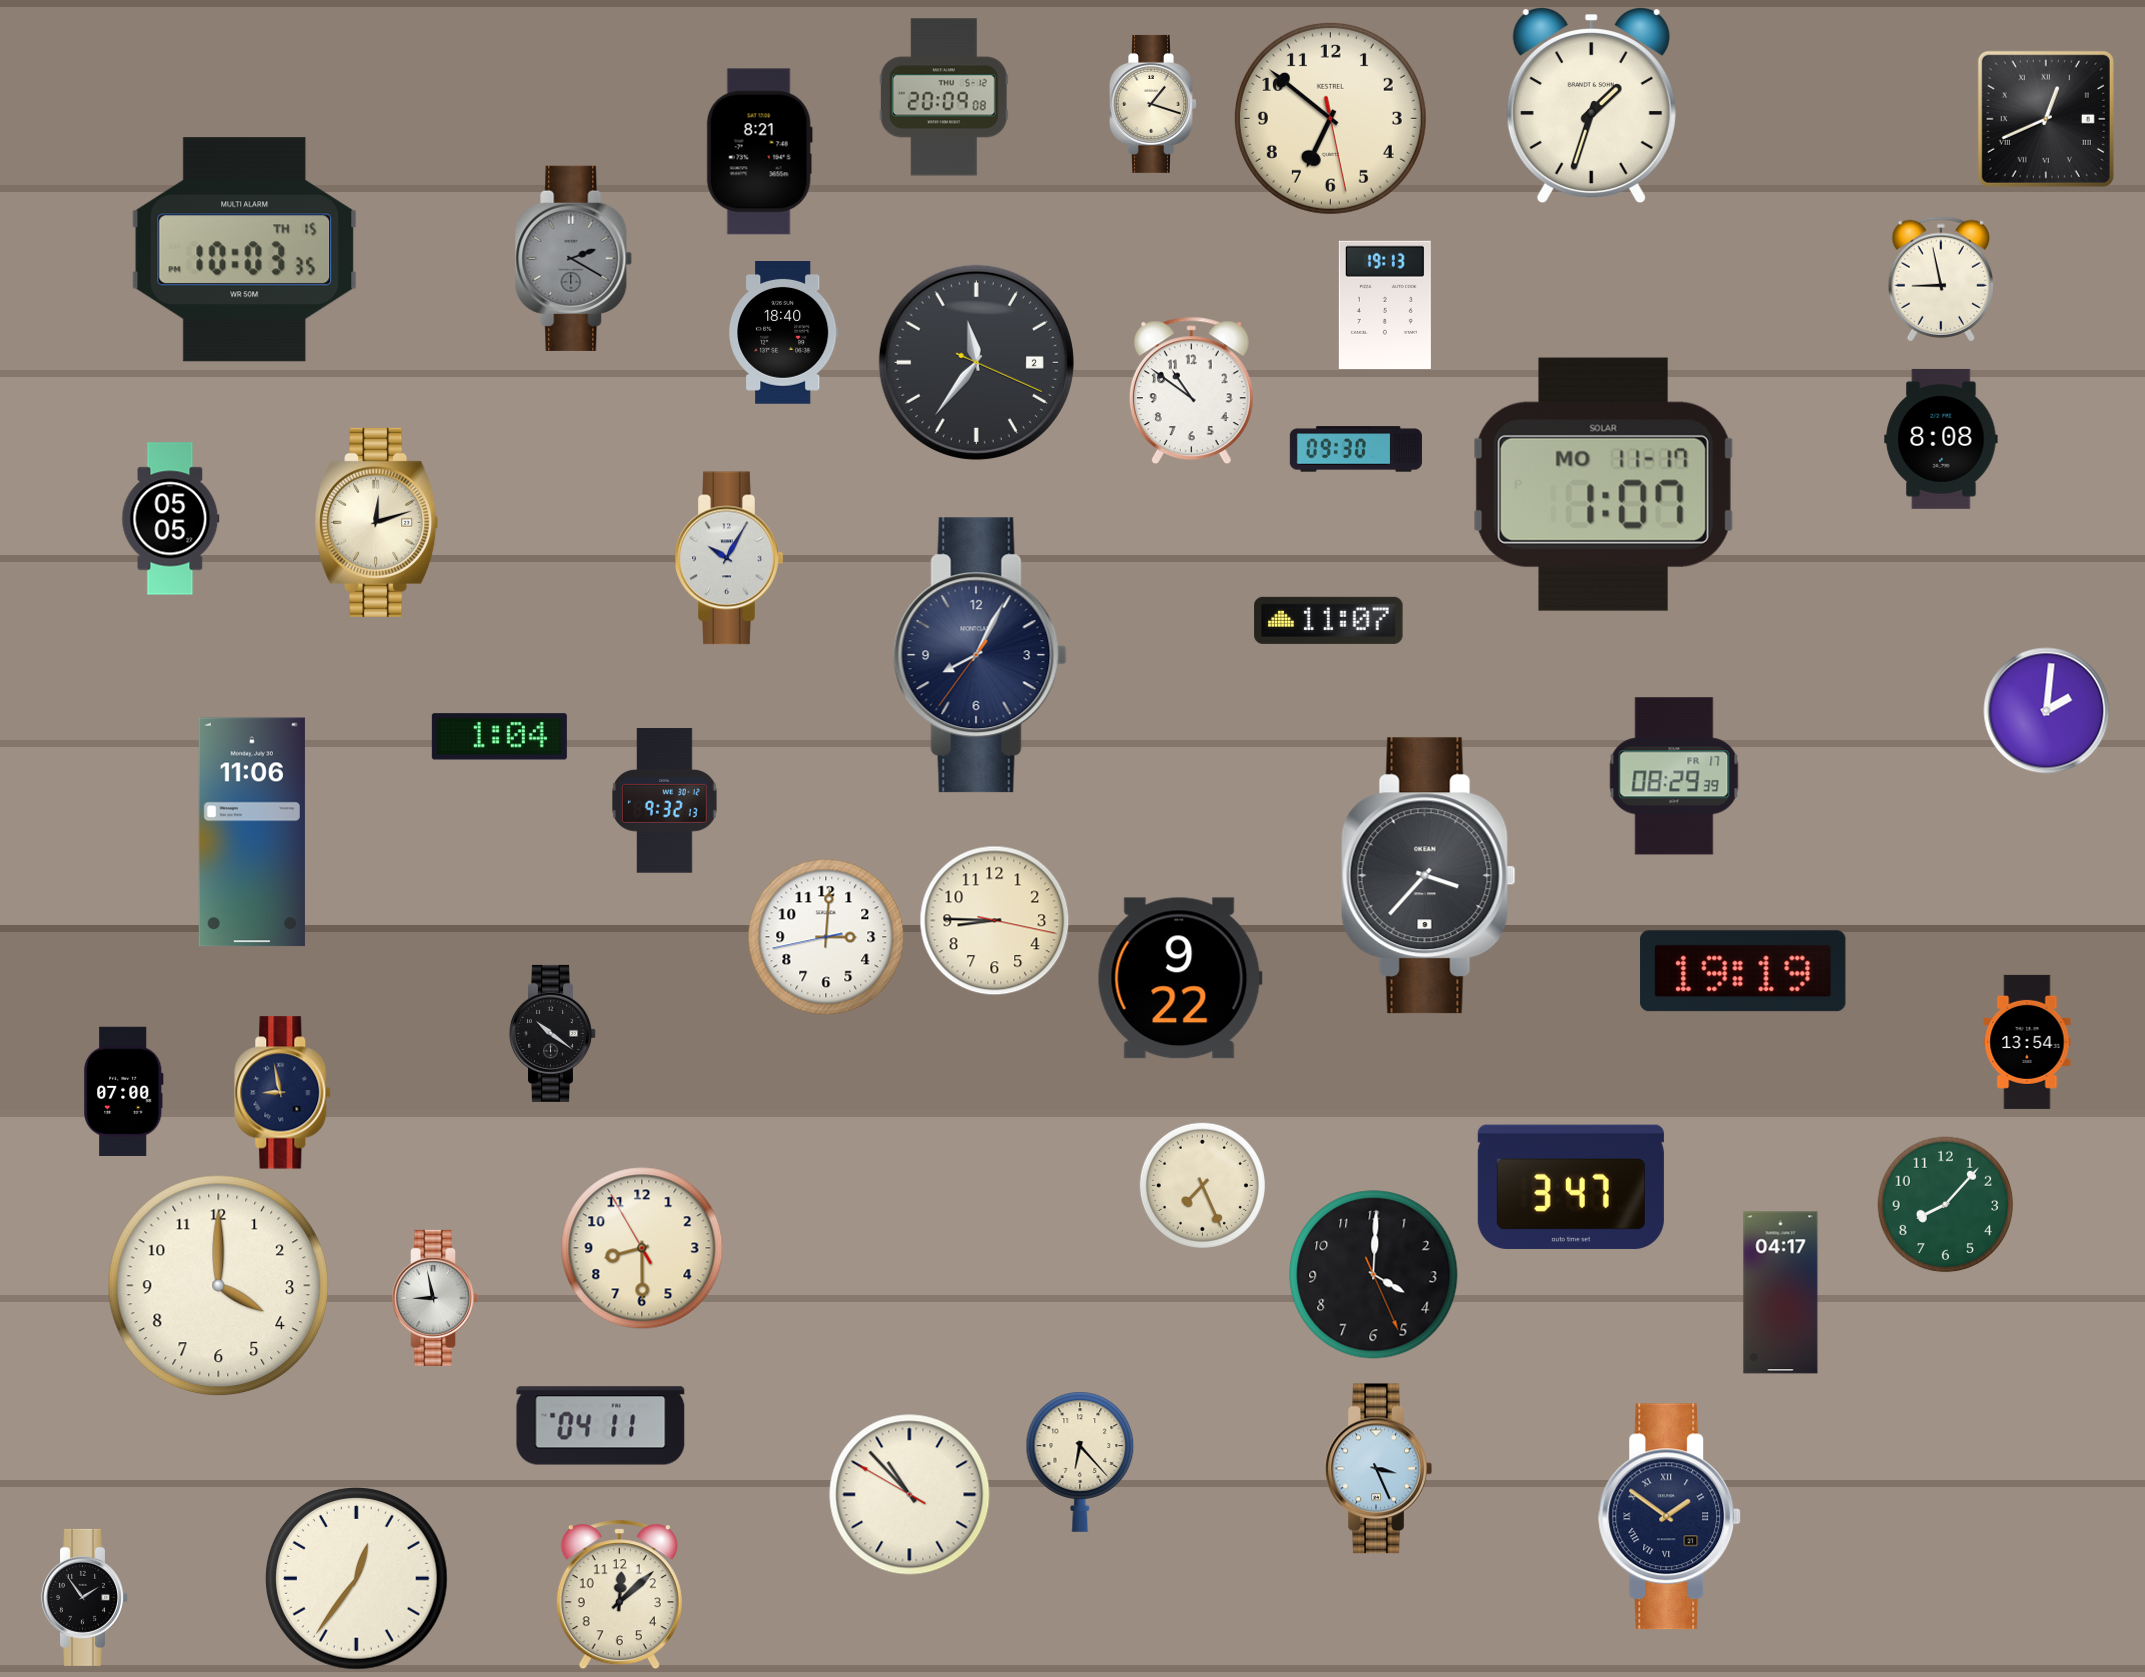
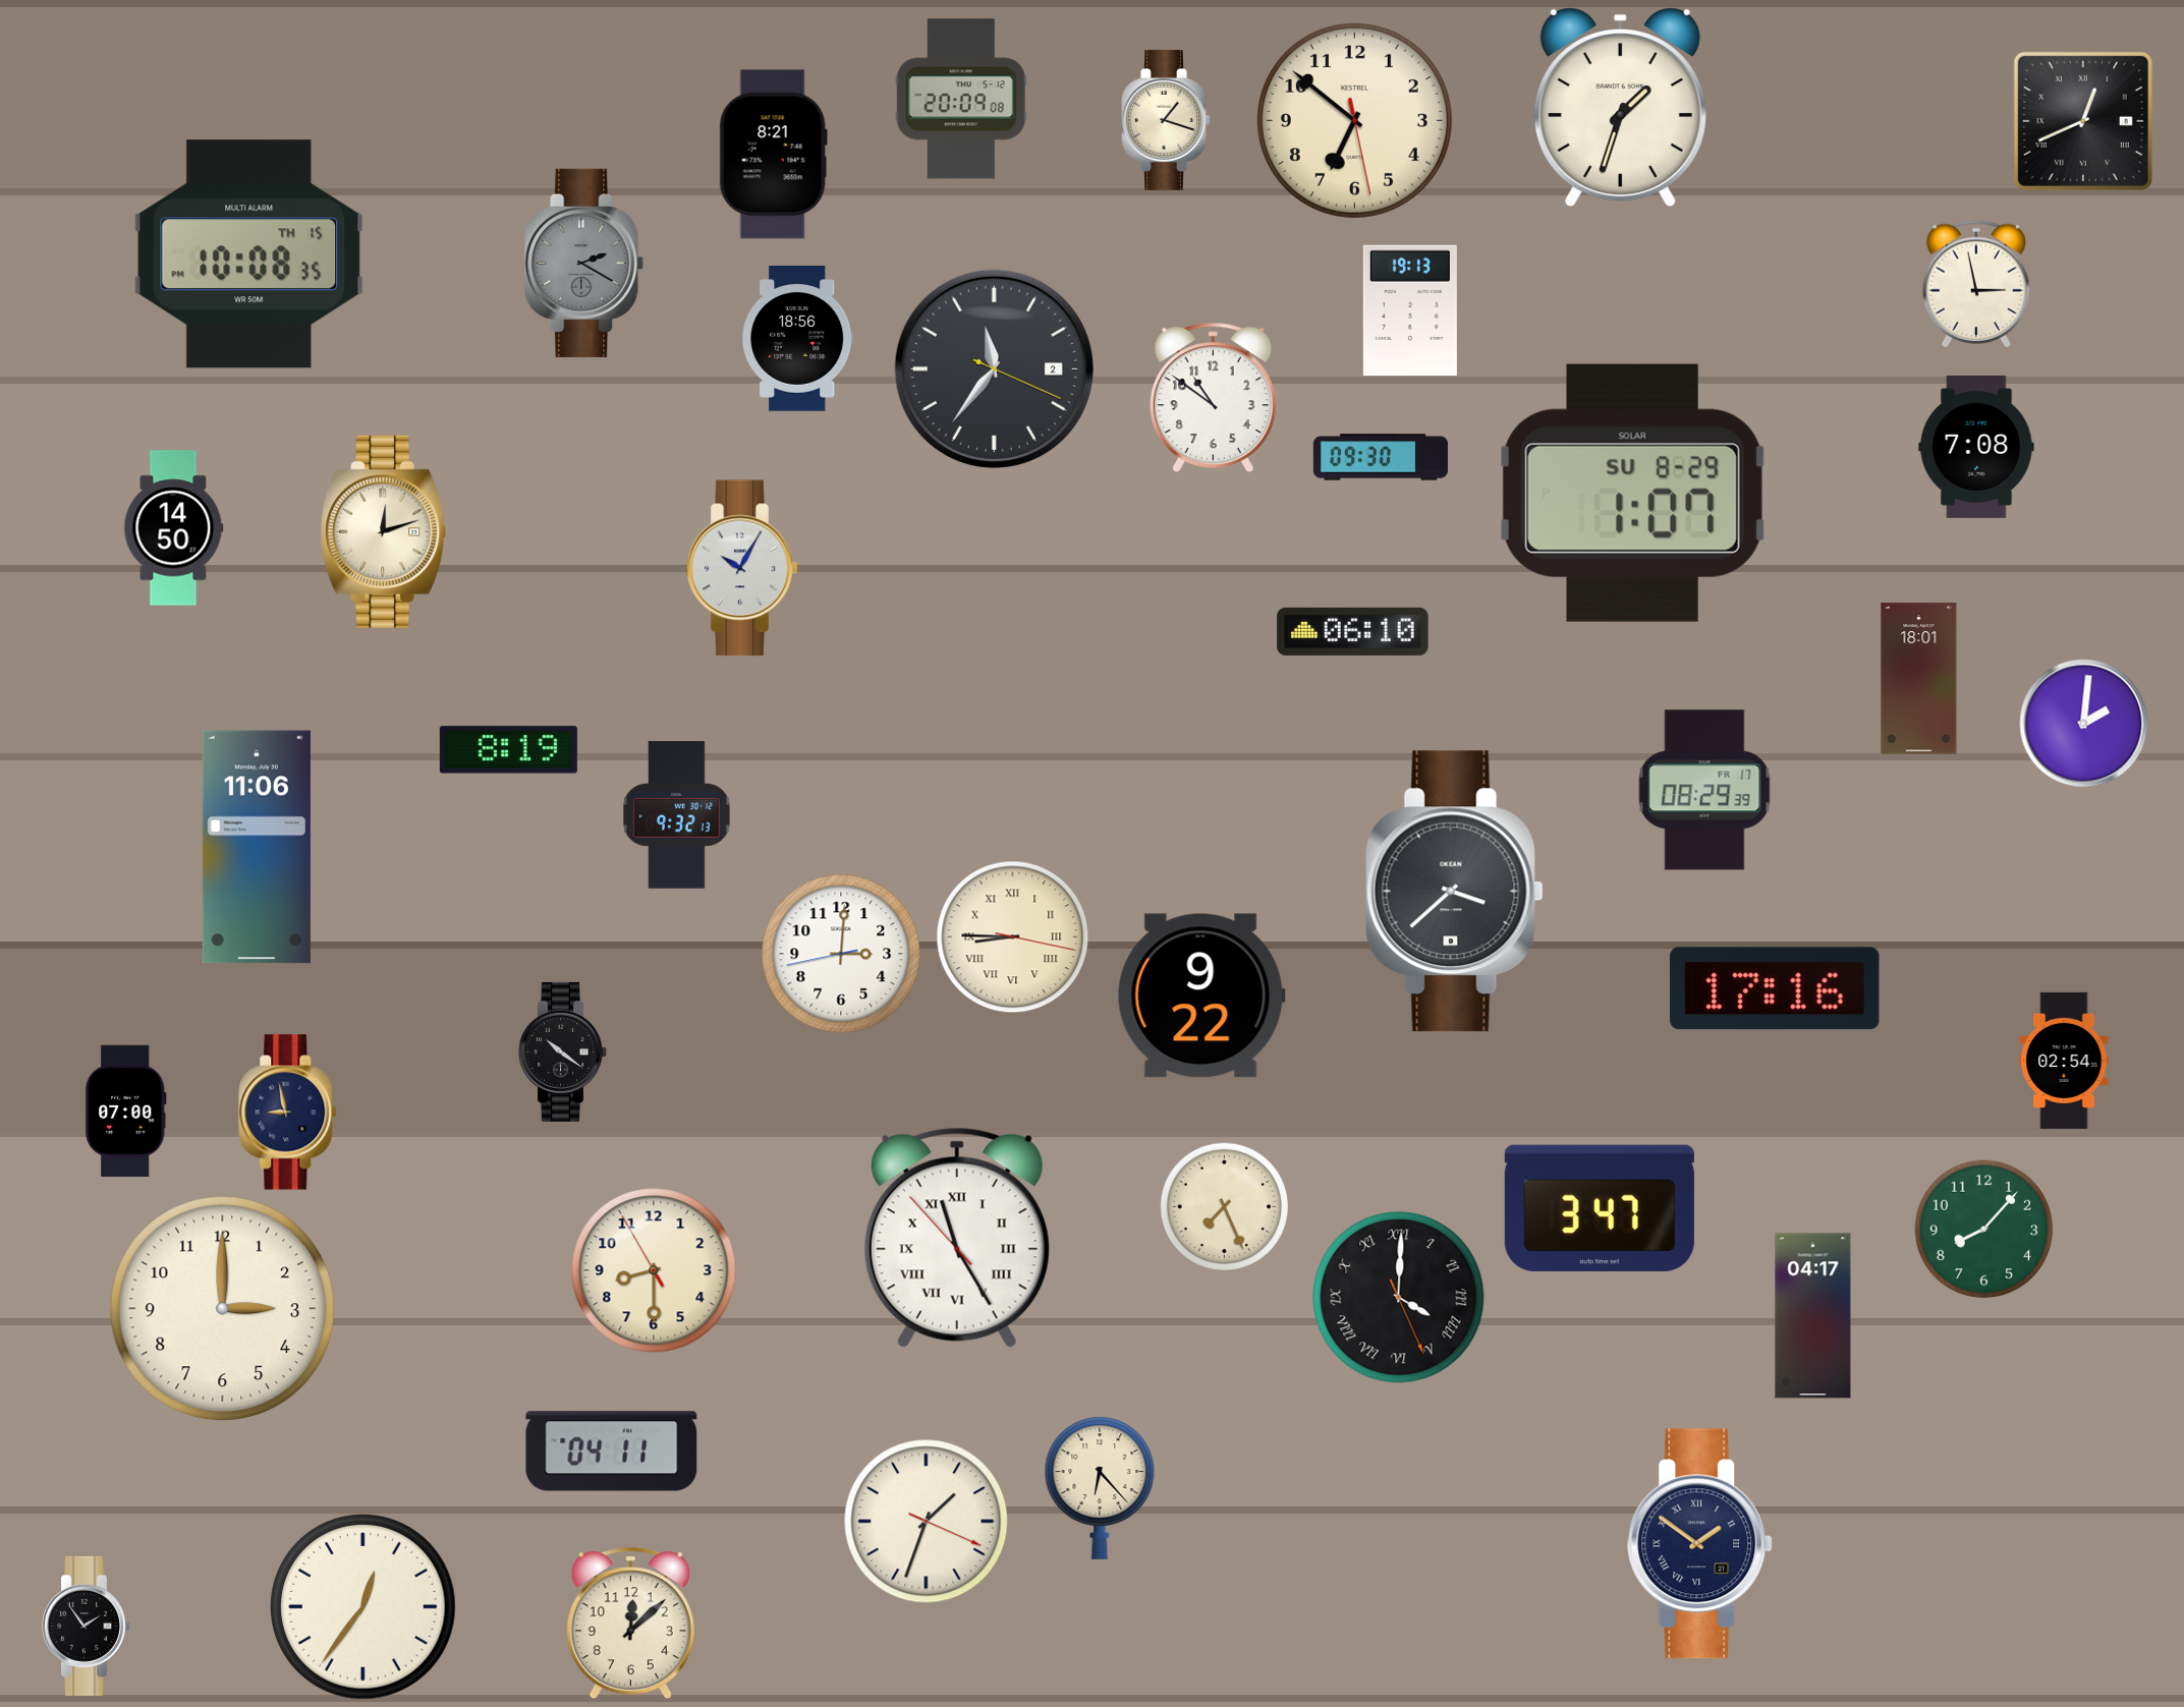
clock at (1154, 104) position: (1154, 104) -> (1167, 120)
clock at (245, 250): 10:03 -> 10:08
clock at (1940, 279): 8:58 -> 2:58
clock at (784, 333): 18:40 -> 18:56
clock at (1941, 439): 8:08 -> 7:08
clock at (1603, 484) date: MO 11-17 -> SU 8-29
clock at (171, 519): 05:05 -> 14:50
clock at (1329, 620): 11:07 -> 06:10
clock at (980, 655): 8:04 -> none
clock at (1919, 679): none -> 18:01
clock at (499, 737): 1:04 -> 8:19
clock at (1428, 876): 3:37 -> 3:38
clock at (995, 921) numerals: Arabic -> Roman
clock at (1743, 971): 19:19 -> 17:16
clock at (2027, 1042): 13:54 -> 02:54
clock at (1946, 1205) position: (1946, 1205) -> (1984, 1230)
clock at (957, 1238): none -> 11:24
clock at (1374, 1275) numerals: Arabic -> Roman
clock at (219, 1286): 4:00 -> 3:00
clock at (435, 1298): 8:58 -> none
clock at (1378, 1469): 3:26 -> none
clock at (910, 1495): 10:52 -> 1:33
